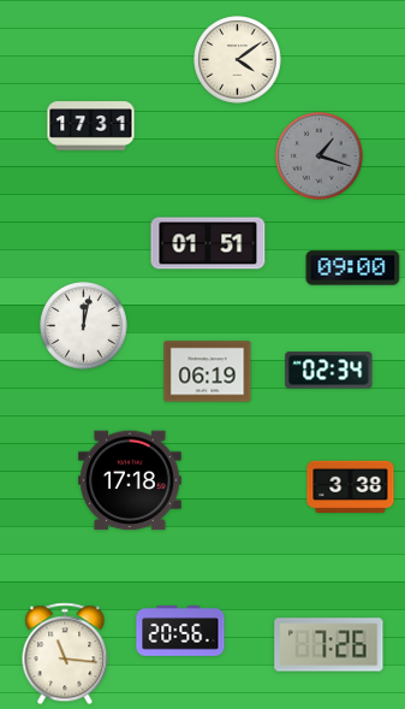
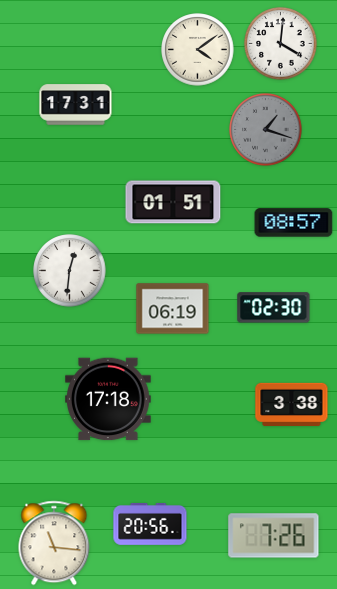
clock at (281, 44): none -> 4:01
clock at (353, 268): 09:00 -> 08:57
clock at (84, 326): 12:02 -> 12:31
clock at (329, 371): 02:34 -> 02:30
